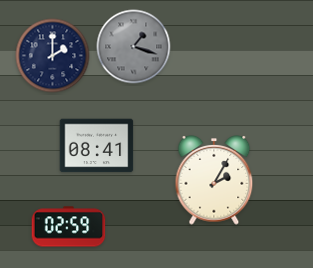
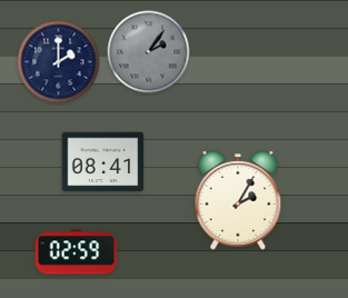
clock at (134, 47): 1:18 -> 2:06
clock at (97, 146) position: (97, 146) -> (103, 162)
